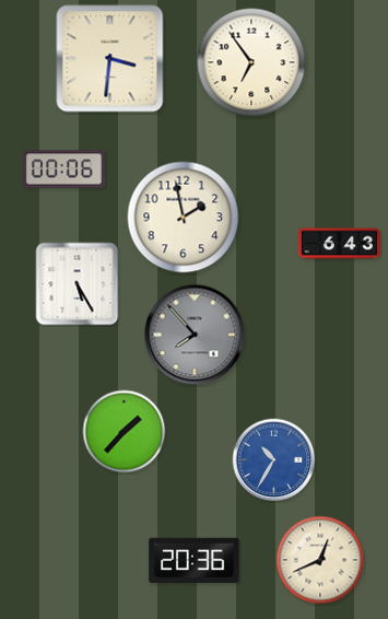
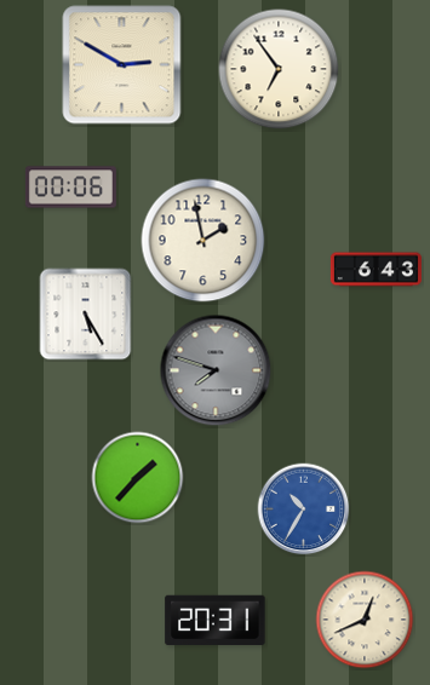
clock at (110, 59): 3:31 -> 2:50
clock at (195, 335): 7:53 -> 7:48
clock at (320, 560) position: (320, 560) -> (365, 620)
clock at (195, 561): 20:36 -> 20:31
